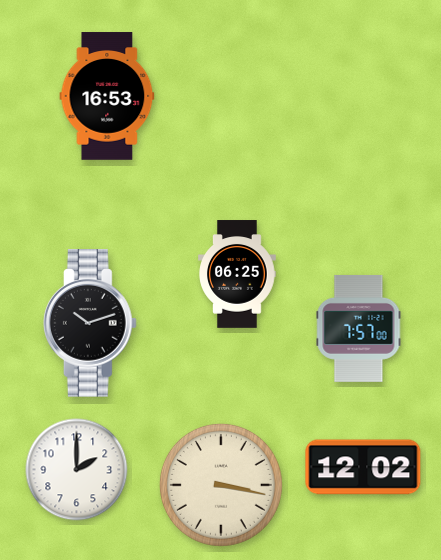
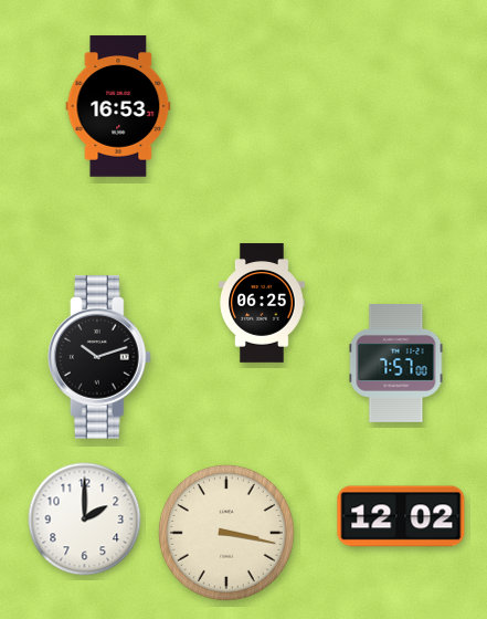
clock at (221, 485) position: (221, 485) -> (226, 533)
